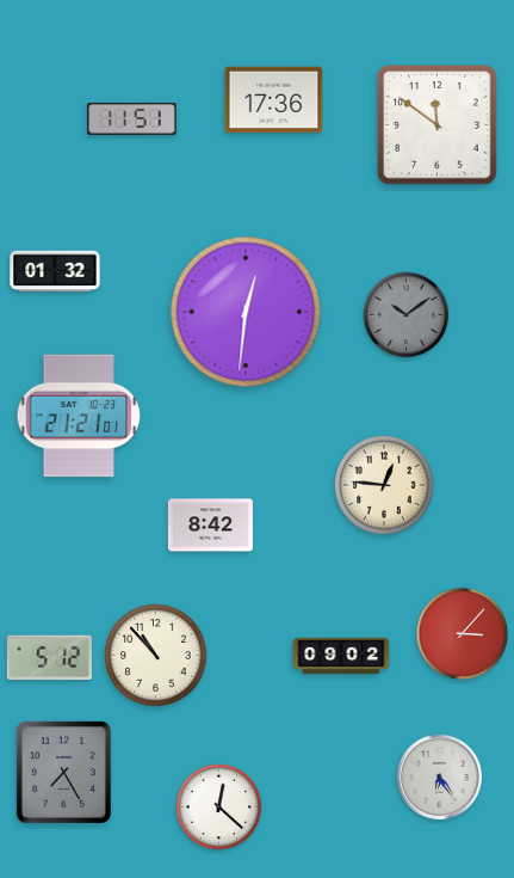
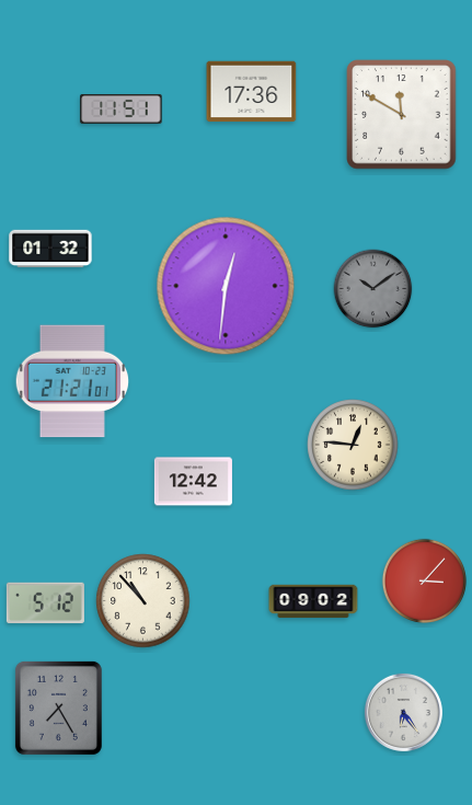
clock at (438, 125): 11:51 -> 11:50
clock at (210, 526): 8:42 -> 12:42
clock at (219, 808): 12:22 -> none
